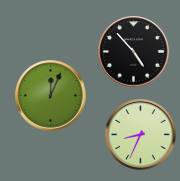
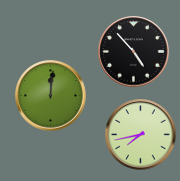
clock at (51, 96): 12:04 -> 12:01
clock at (141, 135): 8:34 -> 7:43
